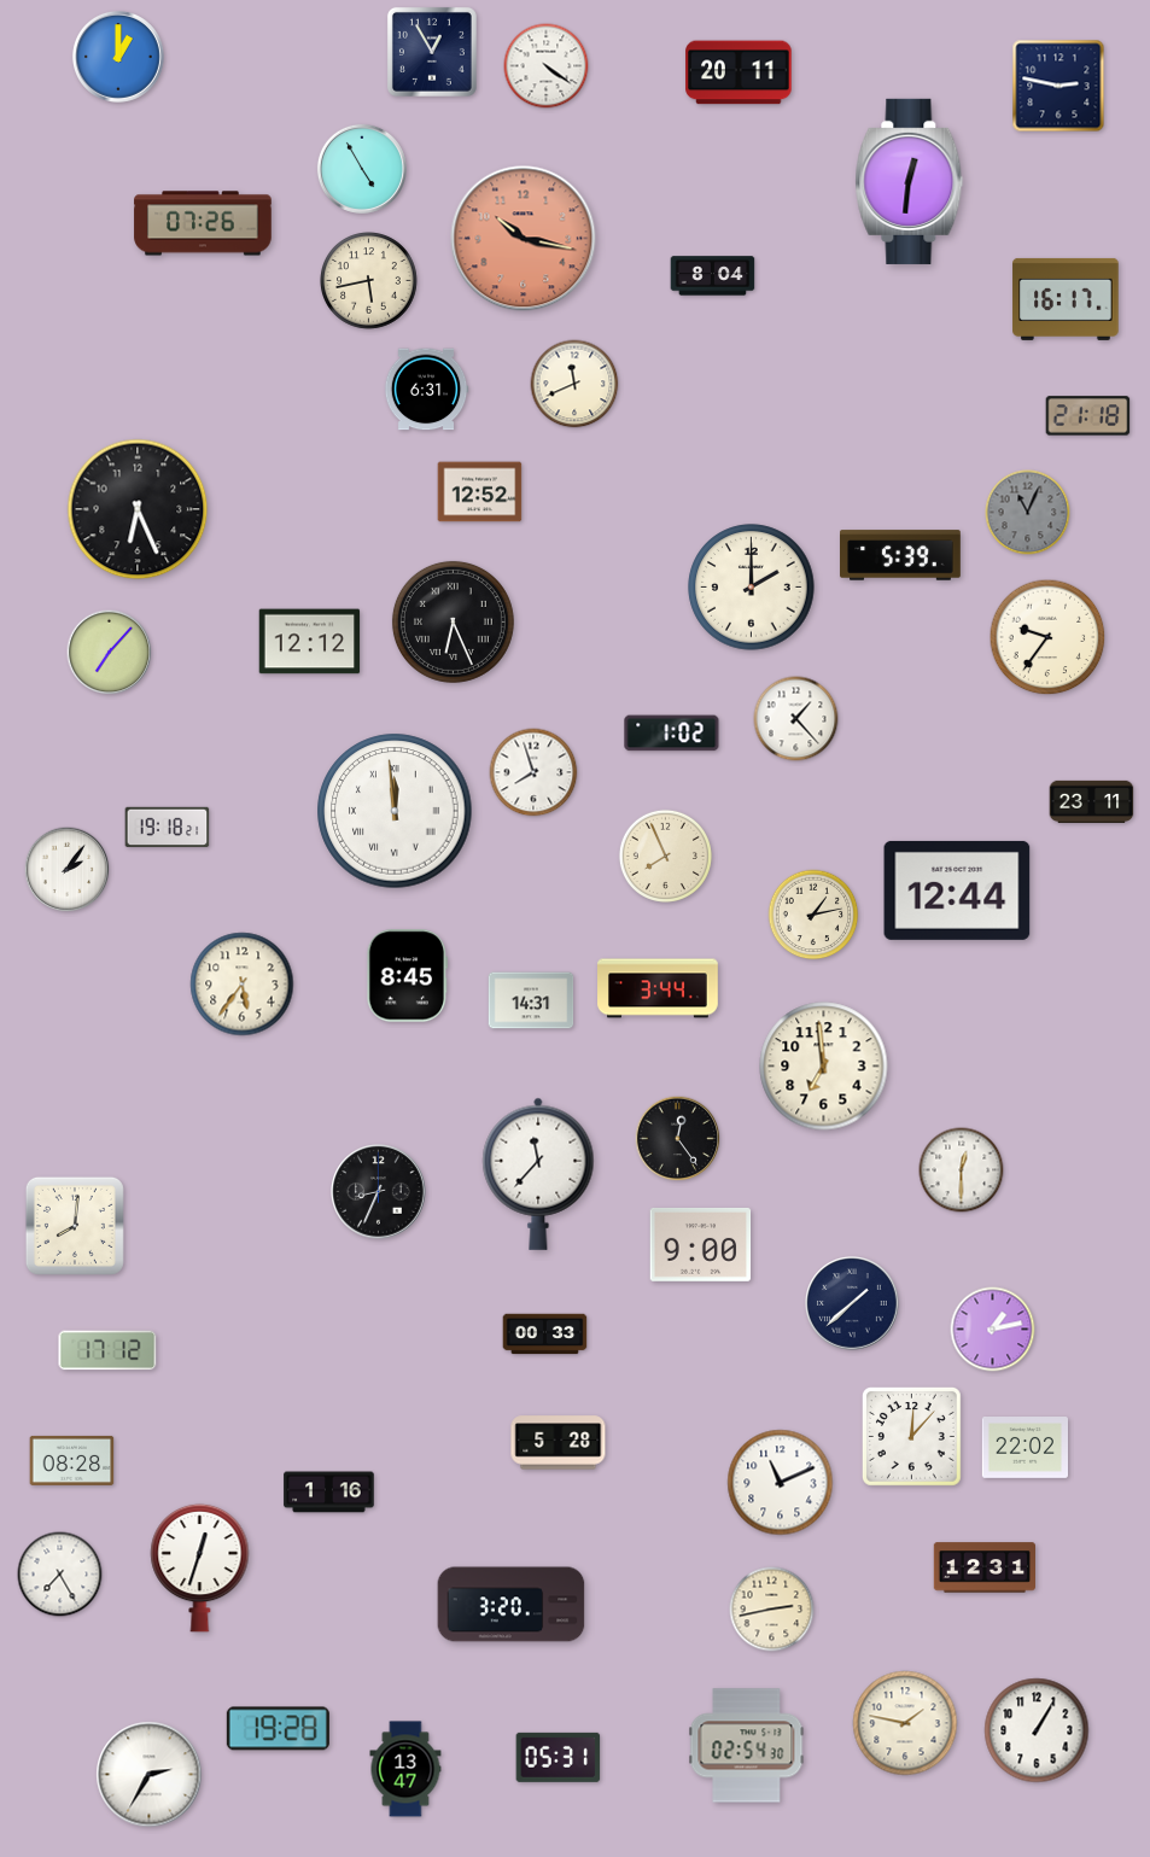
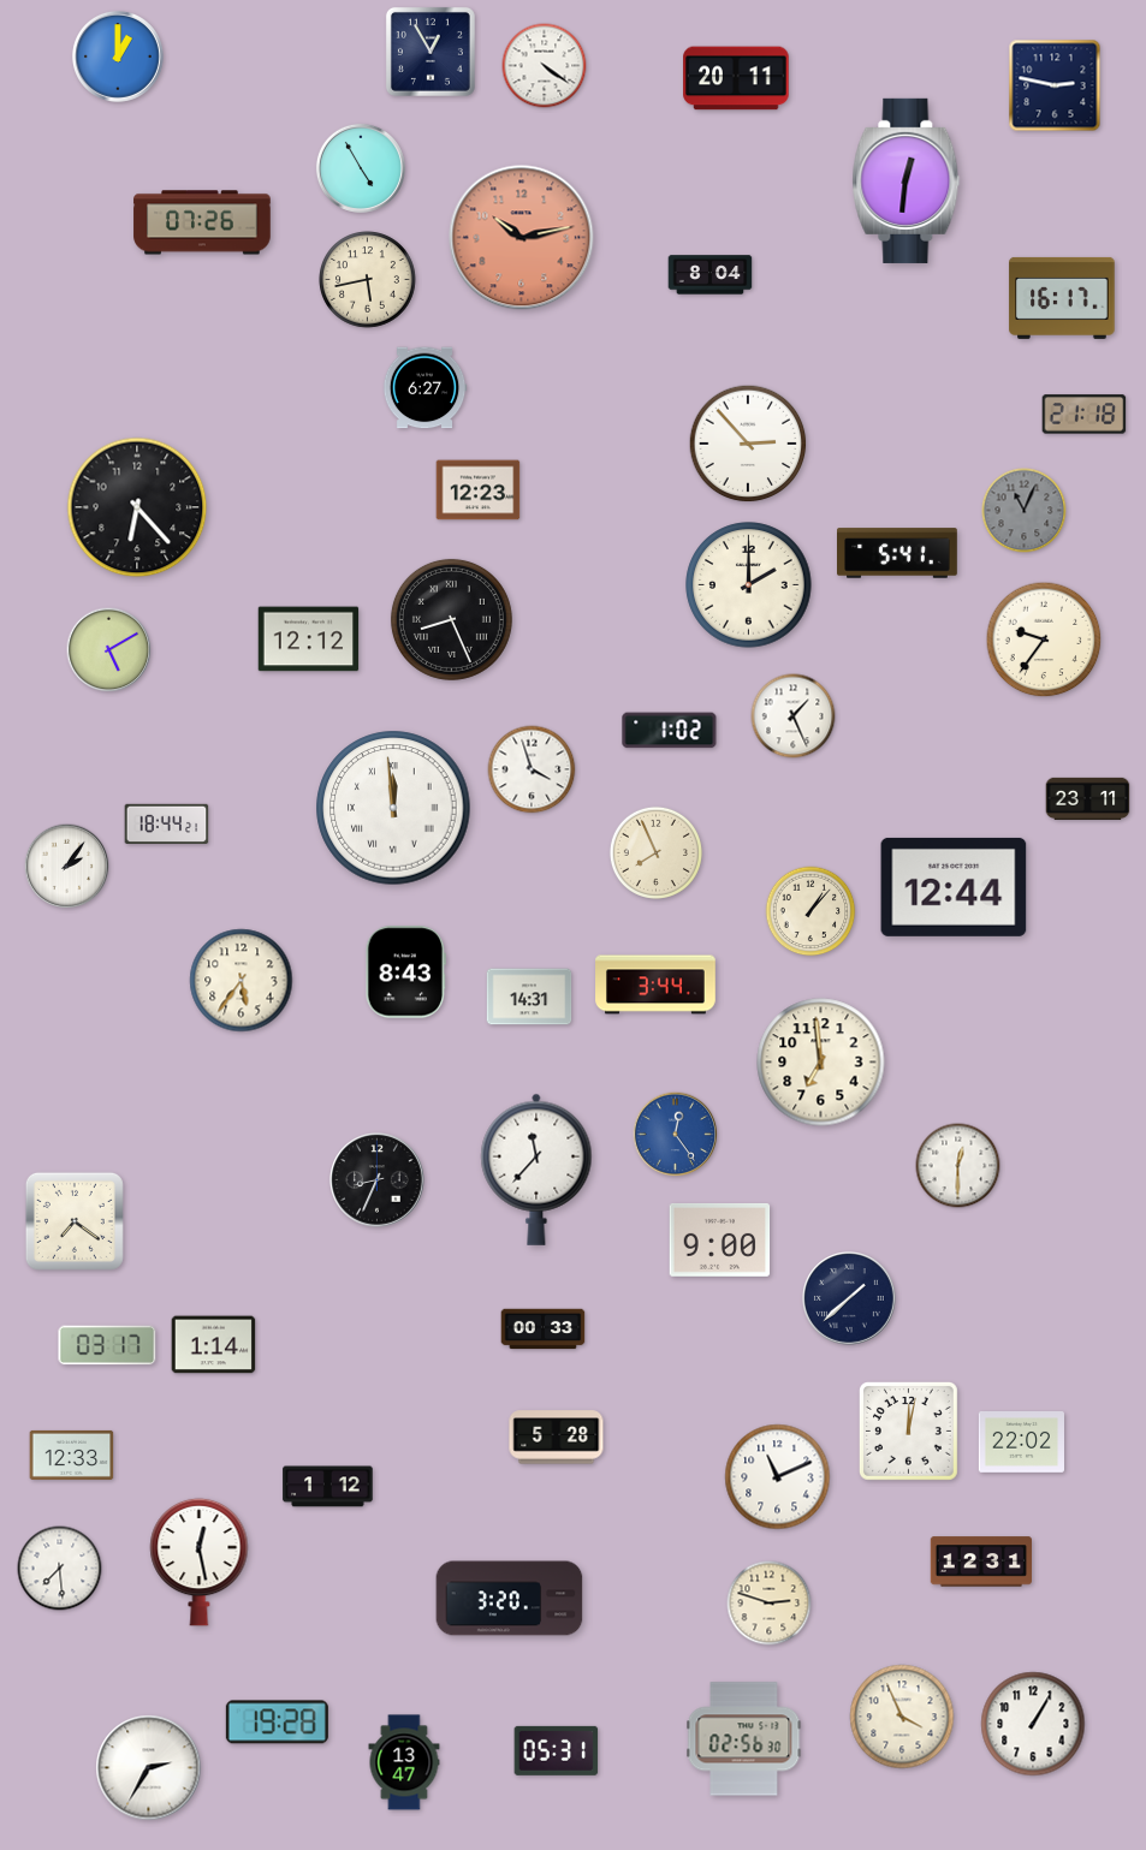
clock at (739, 72) position: (739, 72) -> (736, 78)
clock at (524, 239): 10:17 -> 10:13
clock at (574, 384): 11:41 -> none
clock at (426, 390): 6:31 -> 6:27
clock at (748, 444): none -> 2:53
clock at (480, 492): 12:52 -> 12:23
clock at (138, 509): 6:26 -> 6:23
clock at (900, 555): 5:39 -> 5:41
clock at (453, 621): 6:26 -> 8:26
clock at (1047, 637) position: (1047, 637) -> (1044, 640)
clock at (110, 653): 7:07 -> 5:10
clock at (796, 719): 1:23 -> 1:26
clock at (533, 772): 7:57 -> 3:57
clock at (168, 828): 19:18 -> 18:44
clock at (665, 855) position: (665, 855) -> (655, 852)
clock at (813, 915): 1:13 -> 1:07
clock at (408, 976): 8:45 -> 8:43
clock at (678, 1139) dial: black -> blue
clock at (379, 1192) position: (379, 1192) -> (378, 1180)
clock at (75, 1226): 8:01 -> 7:21
clock at (701, 1244) position: (701, 1244) -> (720, 1239)
clock at (993, 1330): 1:13 -> none
clock at (107, 1350): 17:12 -> 03:17
clock at (214, 1345): none -> 1:14
clock at (912, 1437): 12:07 -> 12:02
clock at (72, 1460): 08:28 -> 12:33
clock at (329, 1493): 1:16 -> 1:12
clock at (200, 1567): 12:33 -> 12:28
clock at (60, 1575): 7:25 -> 7:29
clock at (772, 1610): 2:43 -> 2:48
clock at (905, 1723): 1:47 -> 3:56
clock at (747, 1746): 02:54 -> 02:56
